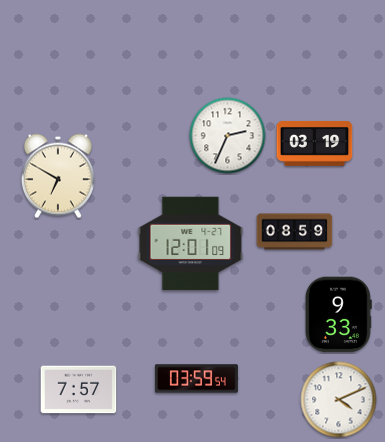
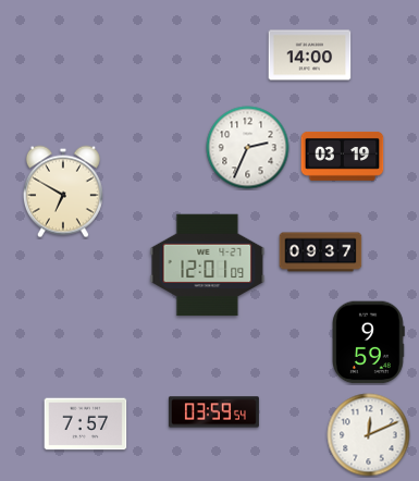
clock at (310, 55): none -> 14:00
clock at (295, 232): 08:59 -> 09:37
clock at (339, 315): 9:33 -> 9:59
clock at (339, 400): 4:11 -> 12:11
